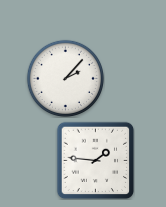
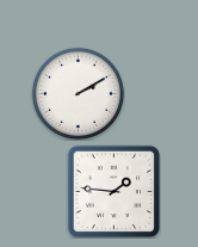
clock at (65, 78): 2:07 -> 2:10
